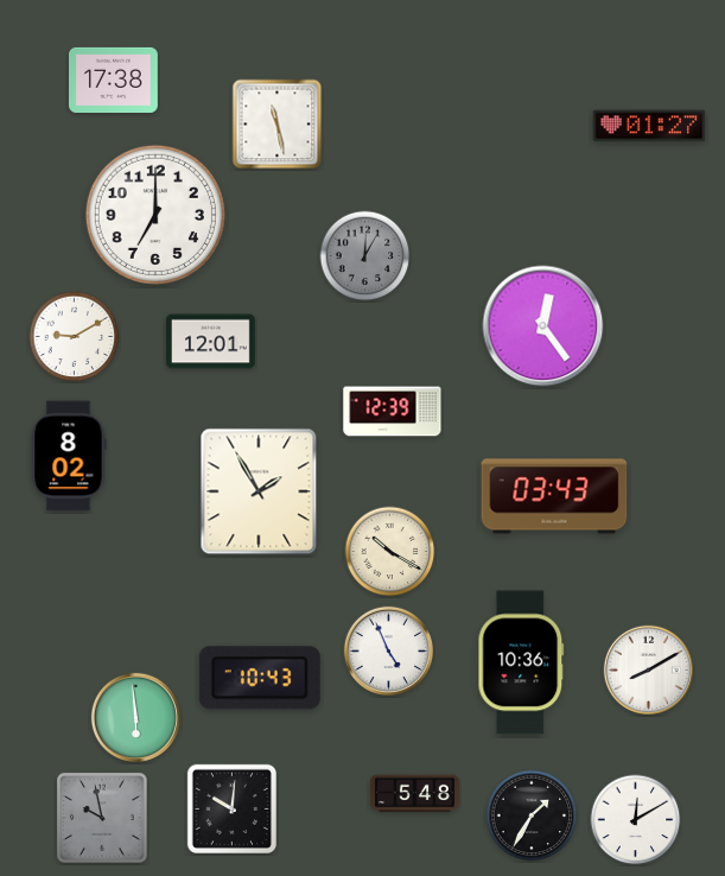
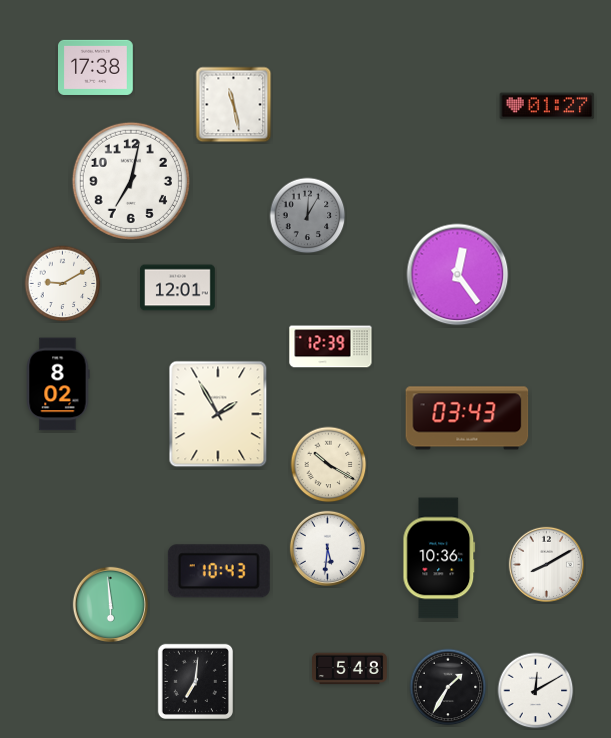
clock at (155, 215): 7:00 -> 7:02
clock at (388, 650): 4:56 -> 5:31
clock at (135, 717) position: (135, 717) -> (110, 604)
clock at (231, 808): 10:01 -> 7:01
clock at (102, 818): 9:58 -> none
